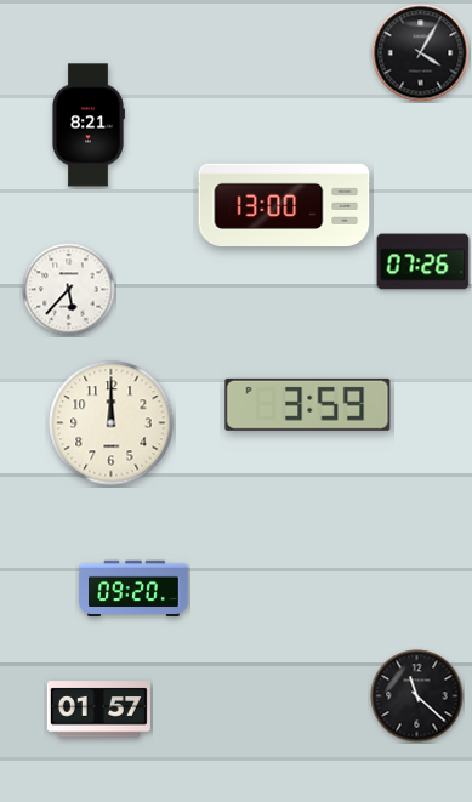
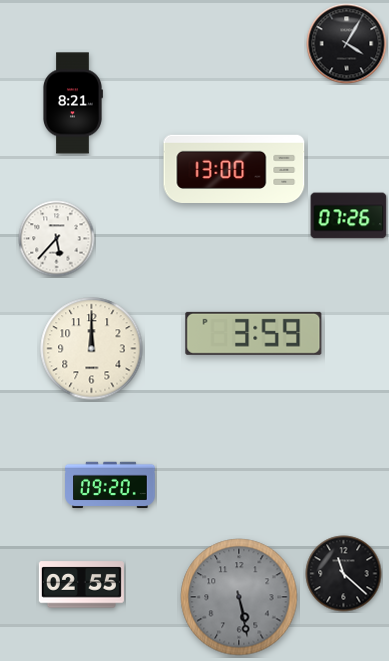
clock at (98, 710): 01:57 -> 02:55
clock at (239, 597): none -> 5:28
